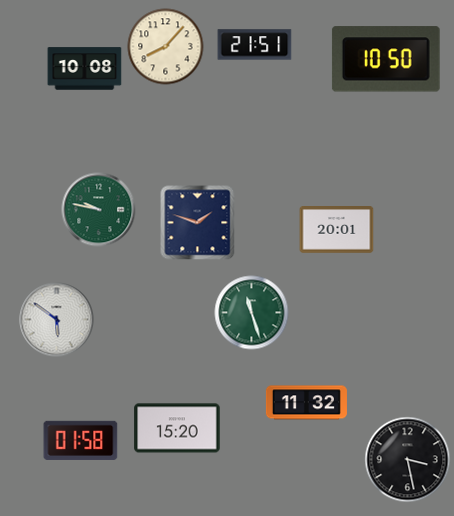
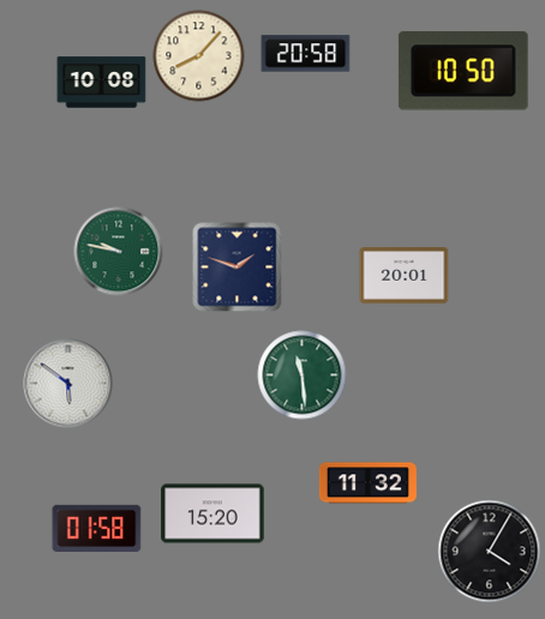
clock at (255, 45): 21:51 -> 20:58
clock at (252, 313): 11:27 -> 11:29
clock at (408, 460): 3:28 -> 4:05
